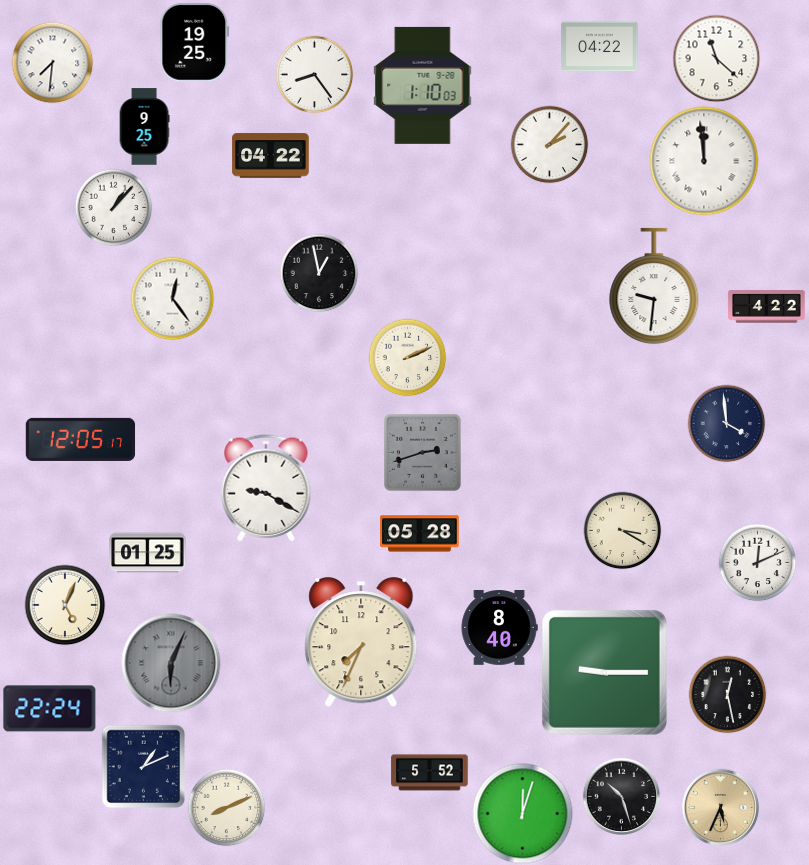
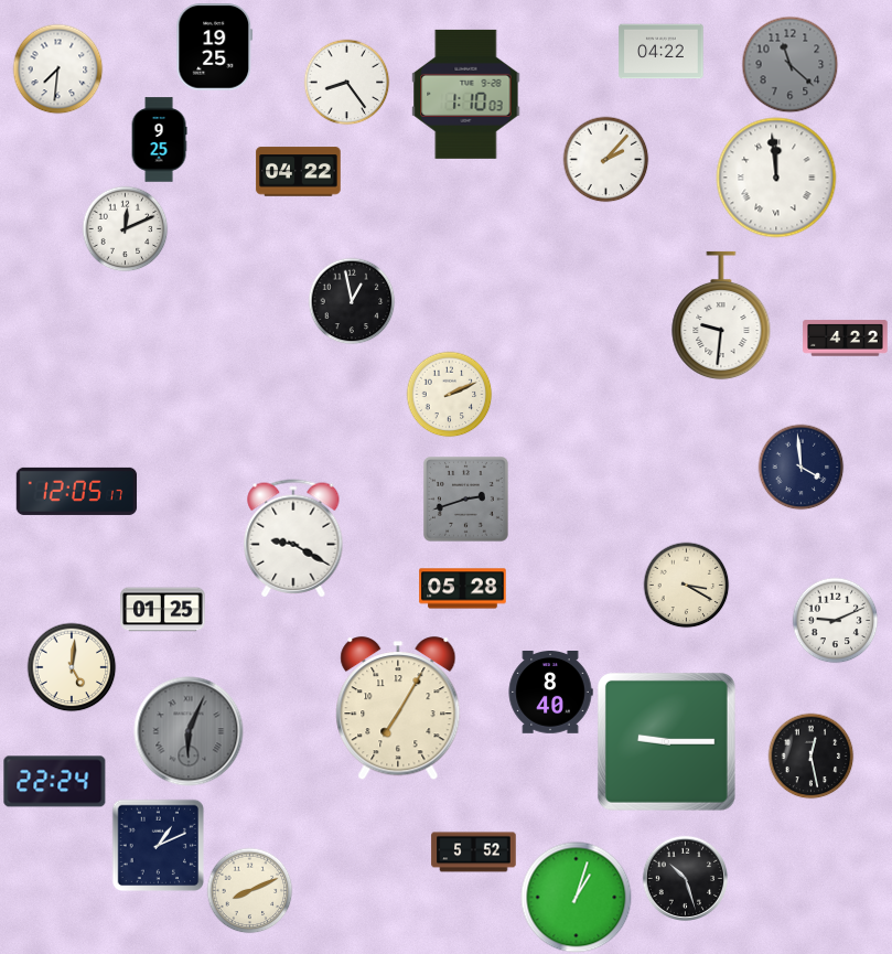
clock at (716, 58) dial: white -> grey
clock at (113, 207): 1:07 -> 12:11
clock at (172, 298): 12:24 -> none
clock at (81, 439) position: (81, 439) -> (77, 491)
clock at (757, 562): 12:11 -> 9:11
clock at (65, 605): 5:04 -> 5:01
clock at (361, 643): 7:34 -> 7:05
clock at (727, 694) position: (727, 694) -> (810, 755)
clock at (720, 807): 5:34 -> none
clock at (523, 814): 12:03 -> 1:03
